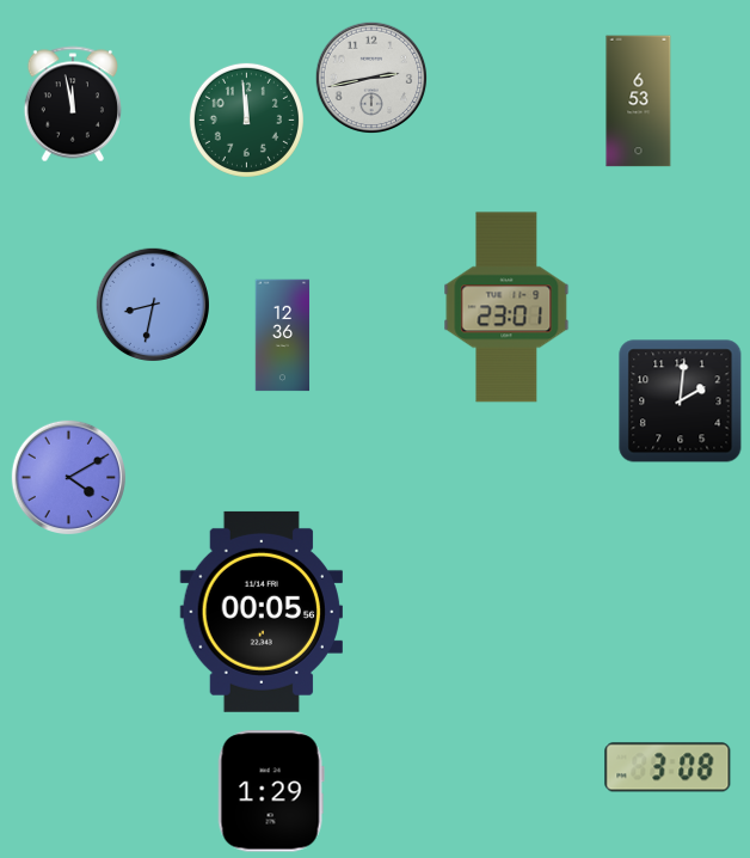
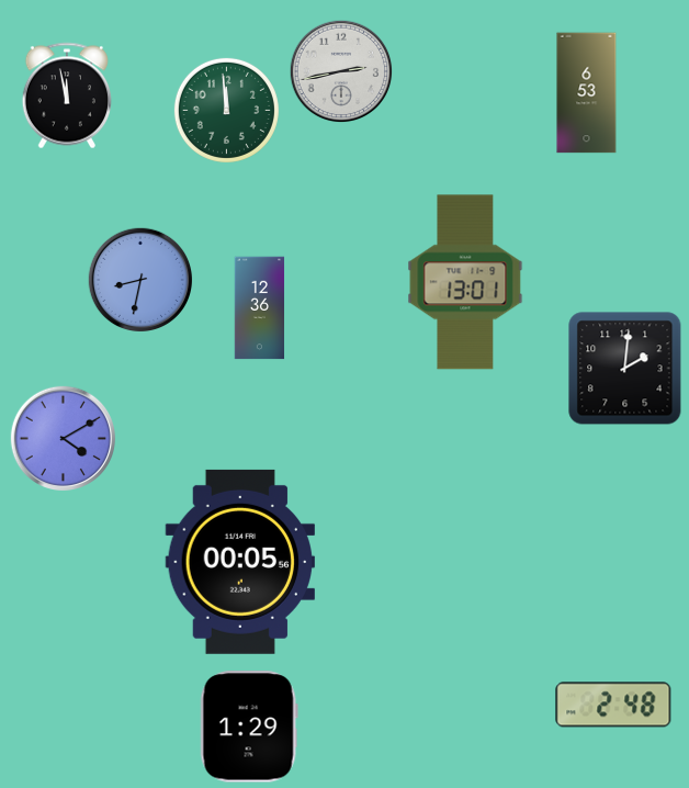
clock at (506, 307): 23:01 -> 13:01
clock at (668, 767): 3:08 -> 2:48
